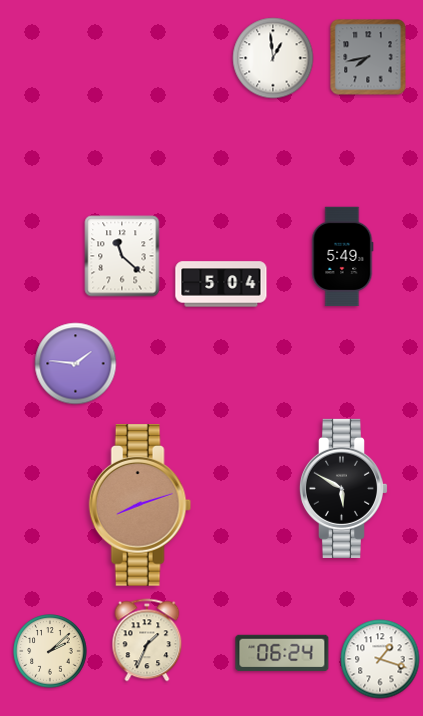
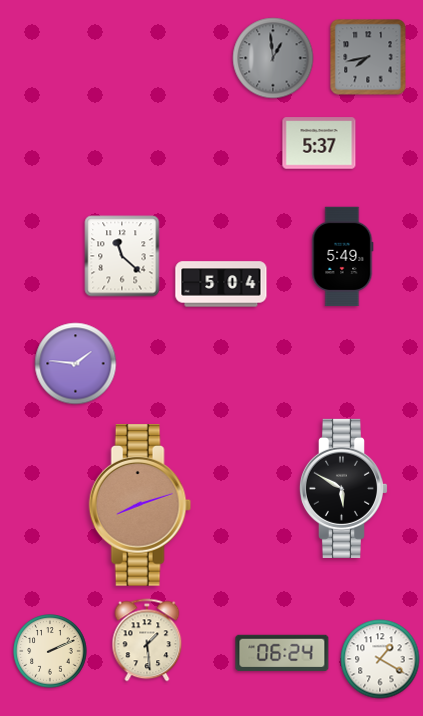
clock at (273, 58) dial: white -> grey
clock at (319, 143): none -> 5:37
clock at (147, 640): 1:34 -> 1:29
clock at (50, 651): 2:08 -> 2:11
clock at (380, 659): 1:18 -> 1:20
